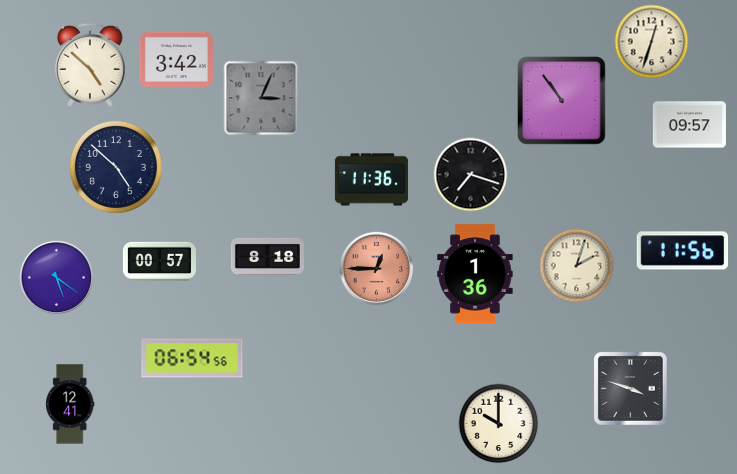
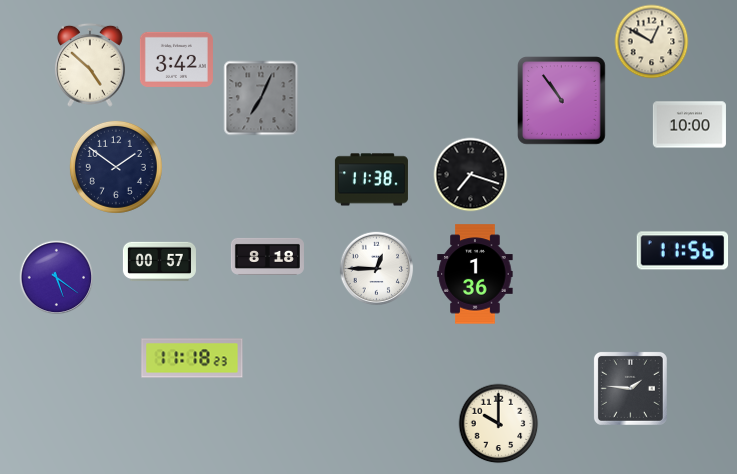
clock at (652, 42): 12:33 -> 12:50
clock at (261, 98): 3:04 -> 7:04
clock at (689, 125): 09:57 -> 10:00
clock at (116, 167): 4:52 -> 1:51
clock at (371, 180): 11:36 -> 11:38
clock at (577, 266): 2:03 -> none
clock at (377, 269) dial: salmon -> white
clock at (192, 358): 06:54 -> 11:18
clock at (630, 388): 3:48 -> 1:46
clock at (70, 404): 12:41 -> none
